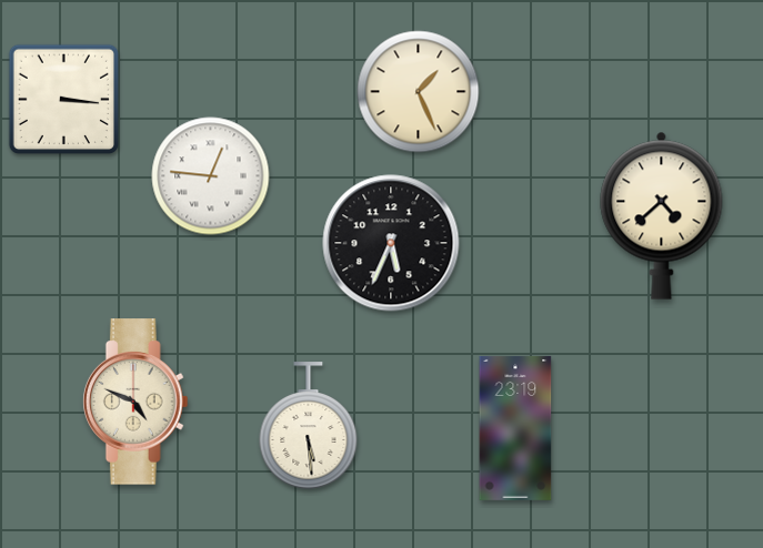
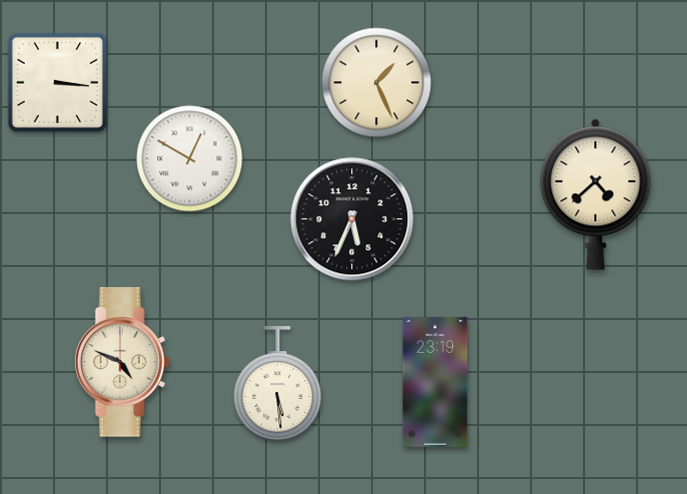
clock at (63, 99) position: (63, 99) -> (57, 82)
clock at (211, 176): 12:46 -> 12:50
clock at (515, 428) position: (515, 428) -> (435, 382)
